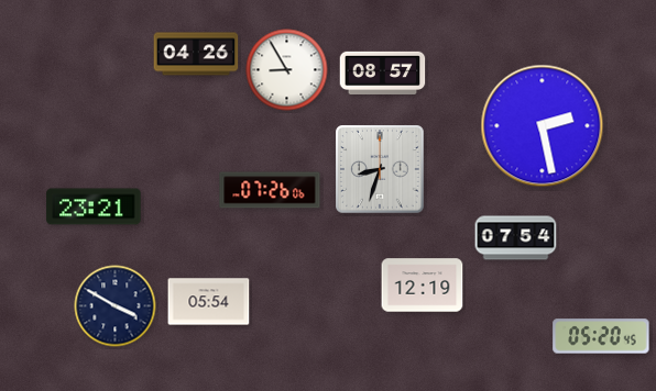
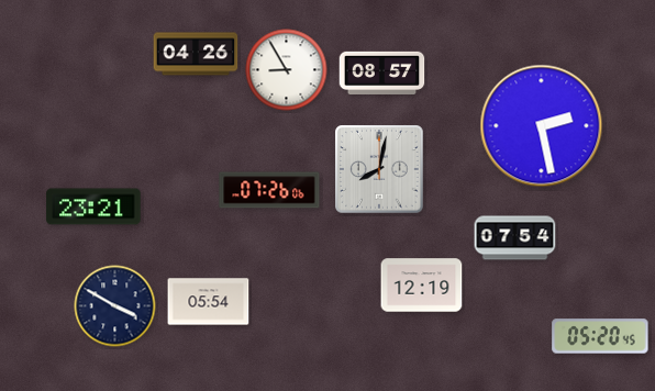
clock at (381, 170): 8:33 -> 8:02
